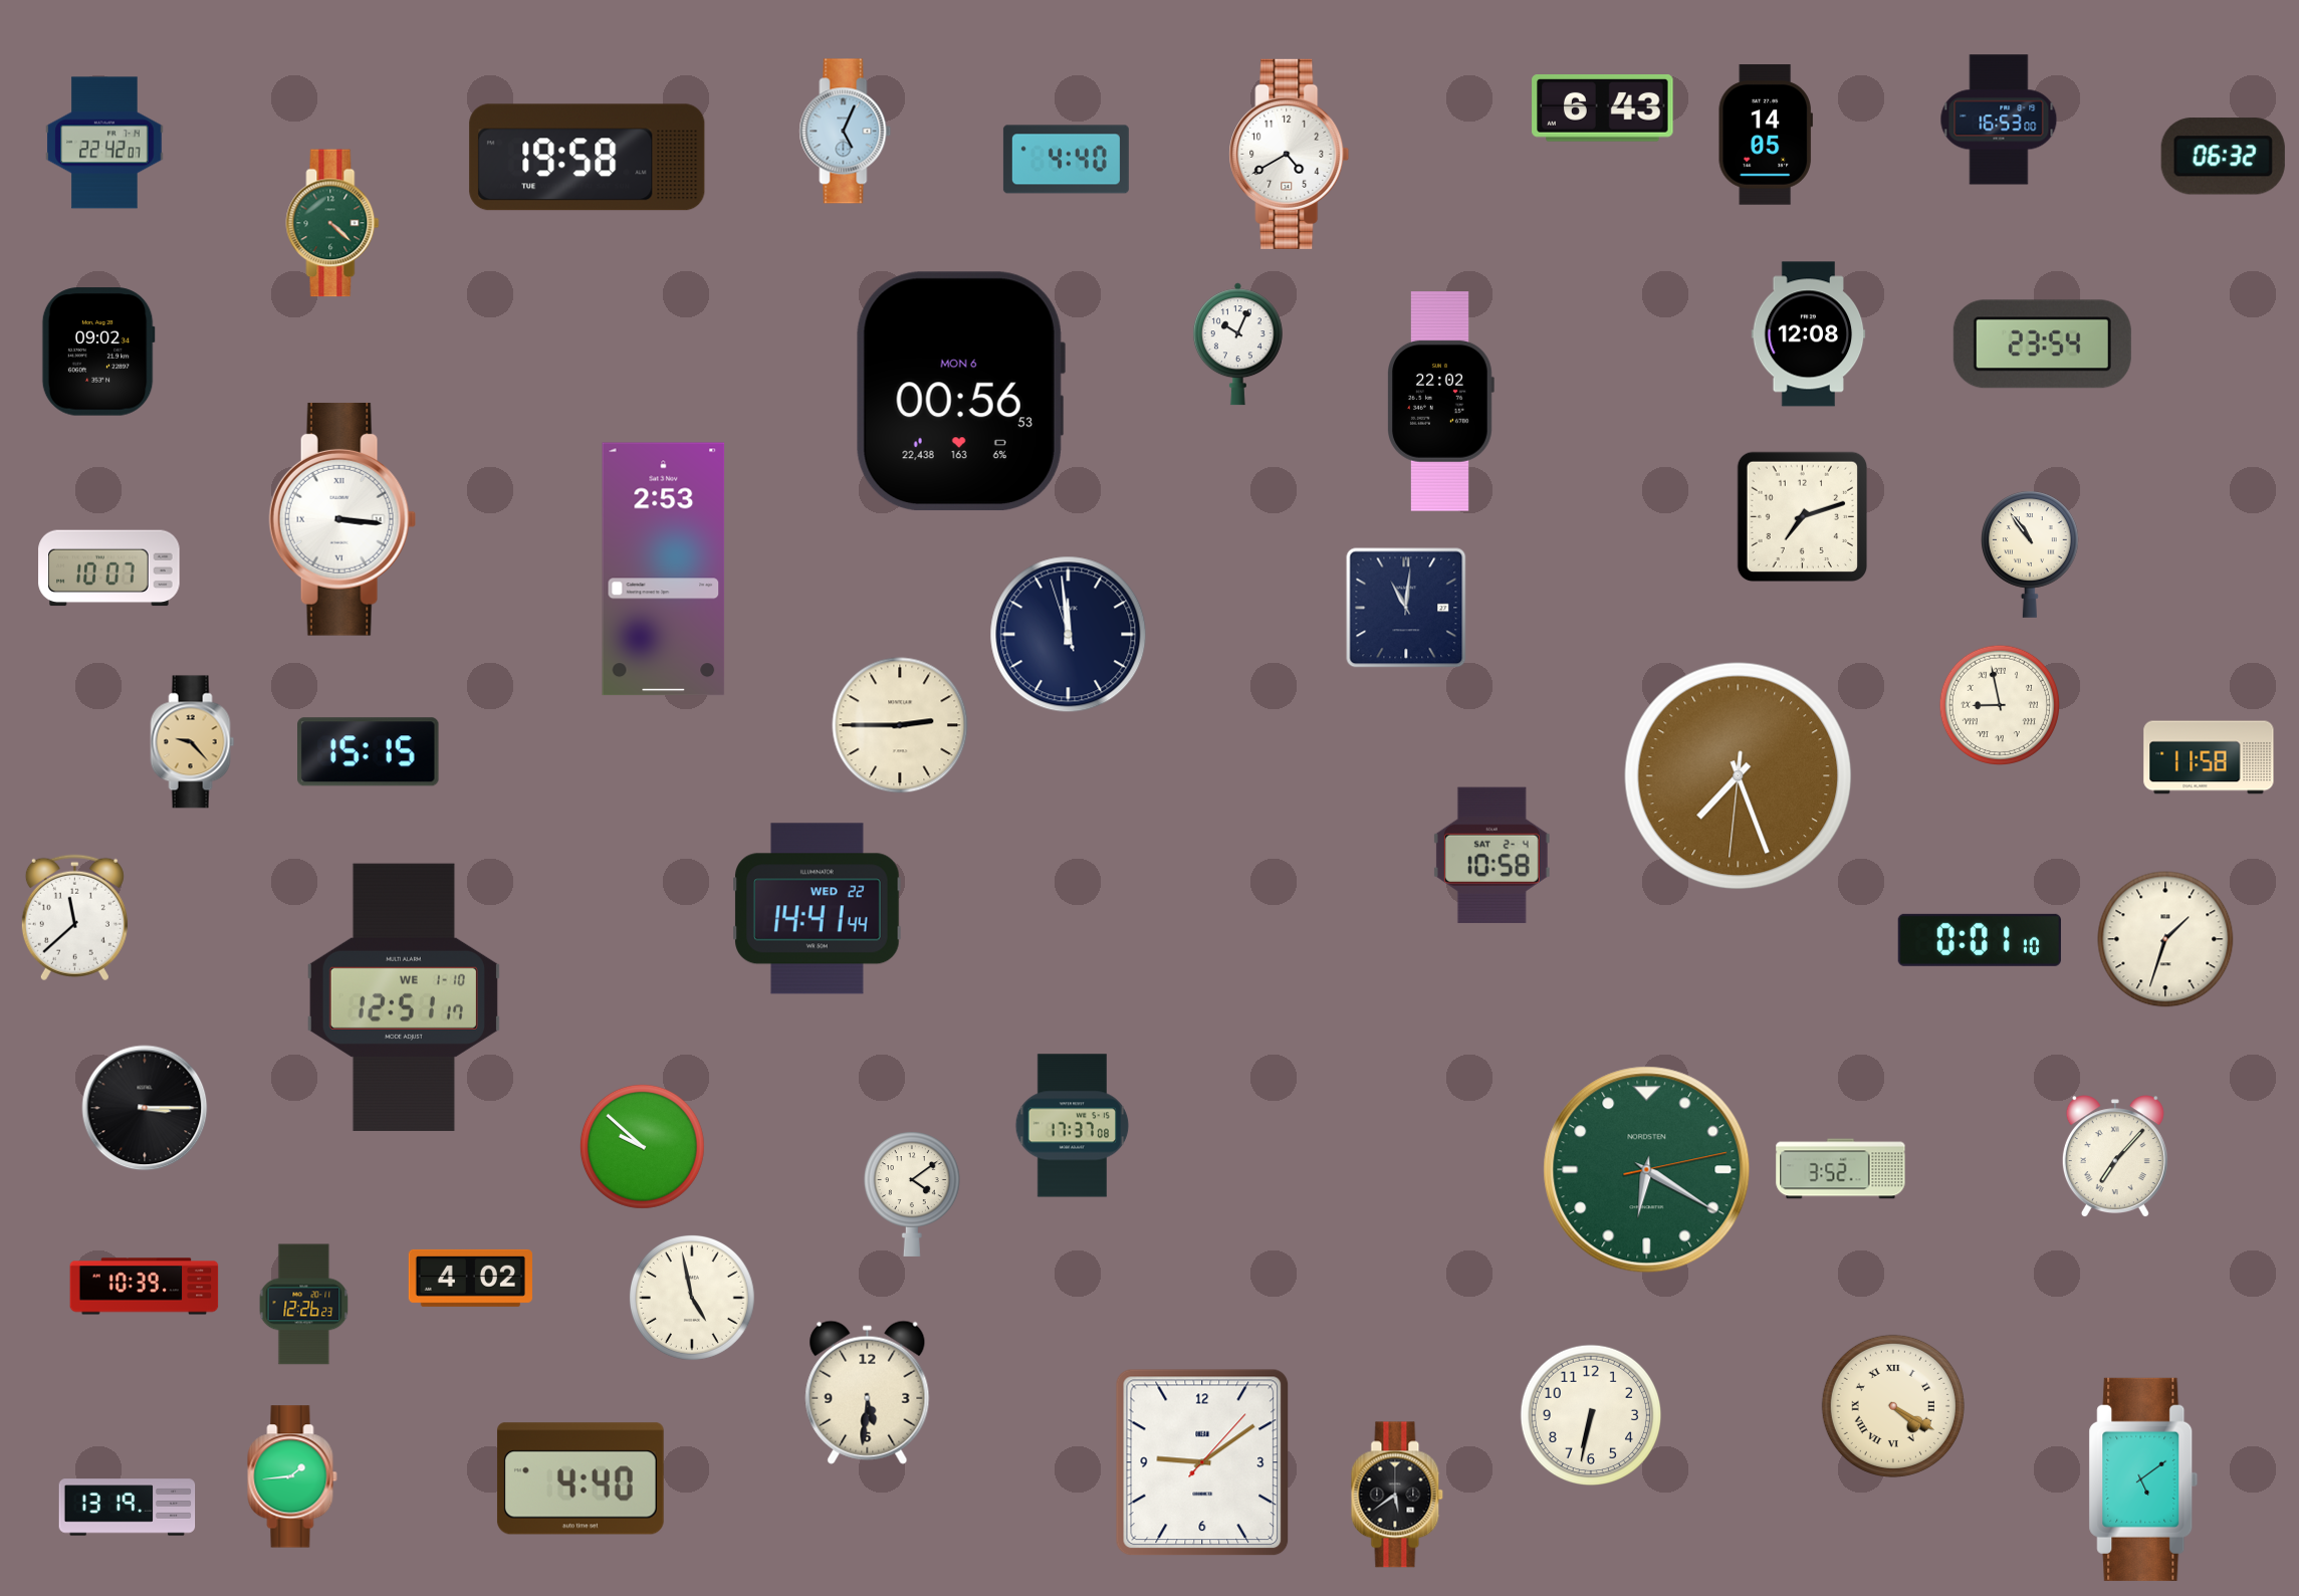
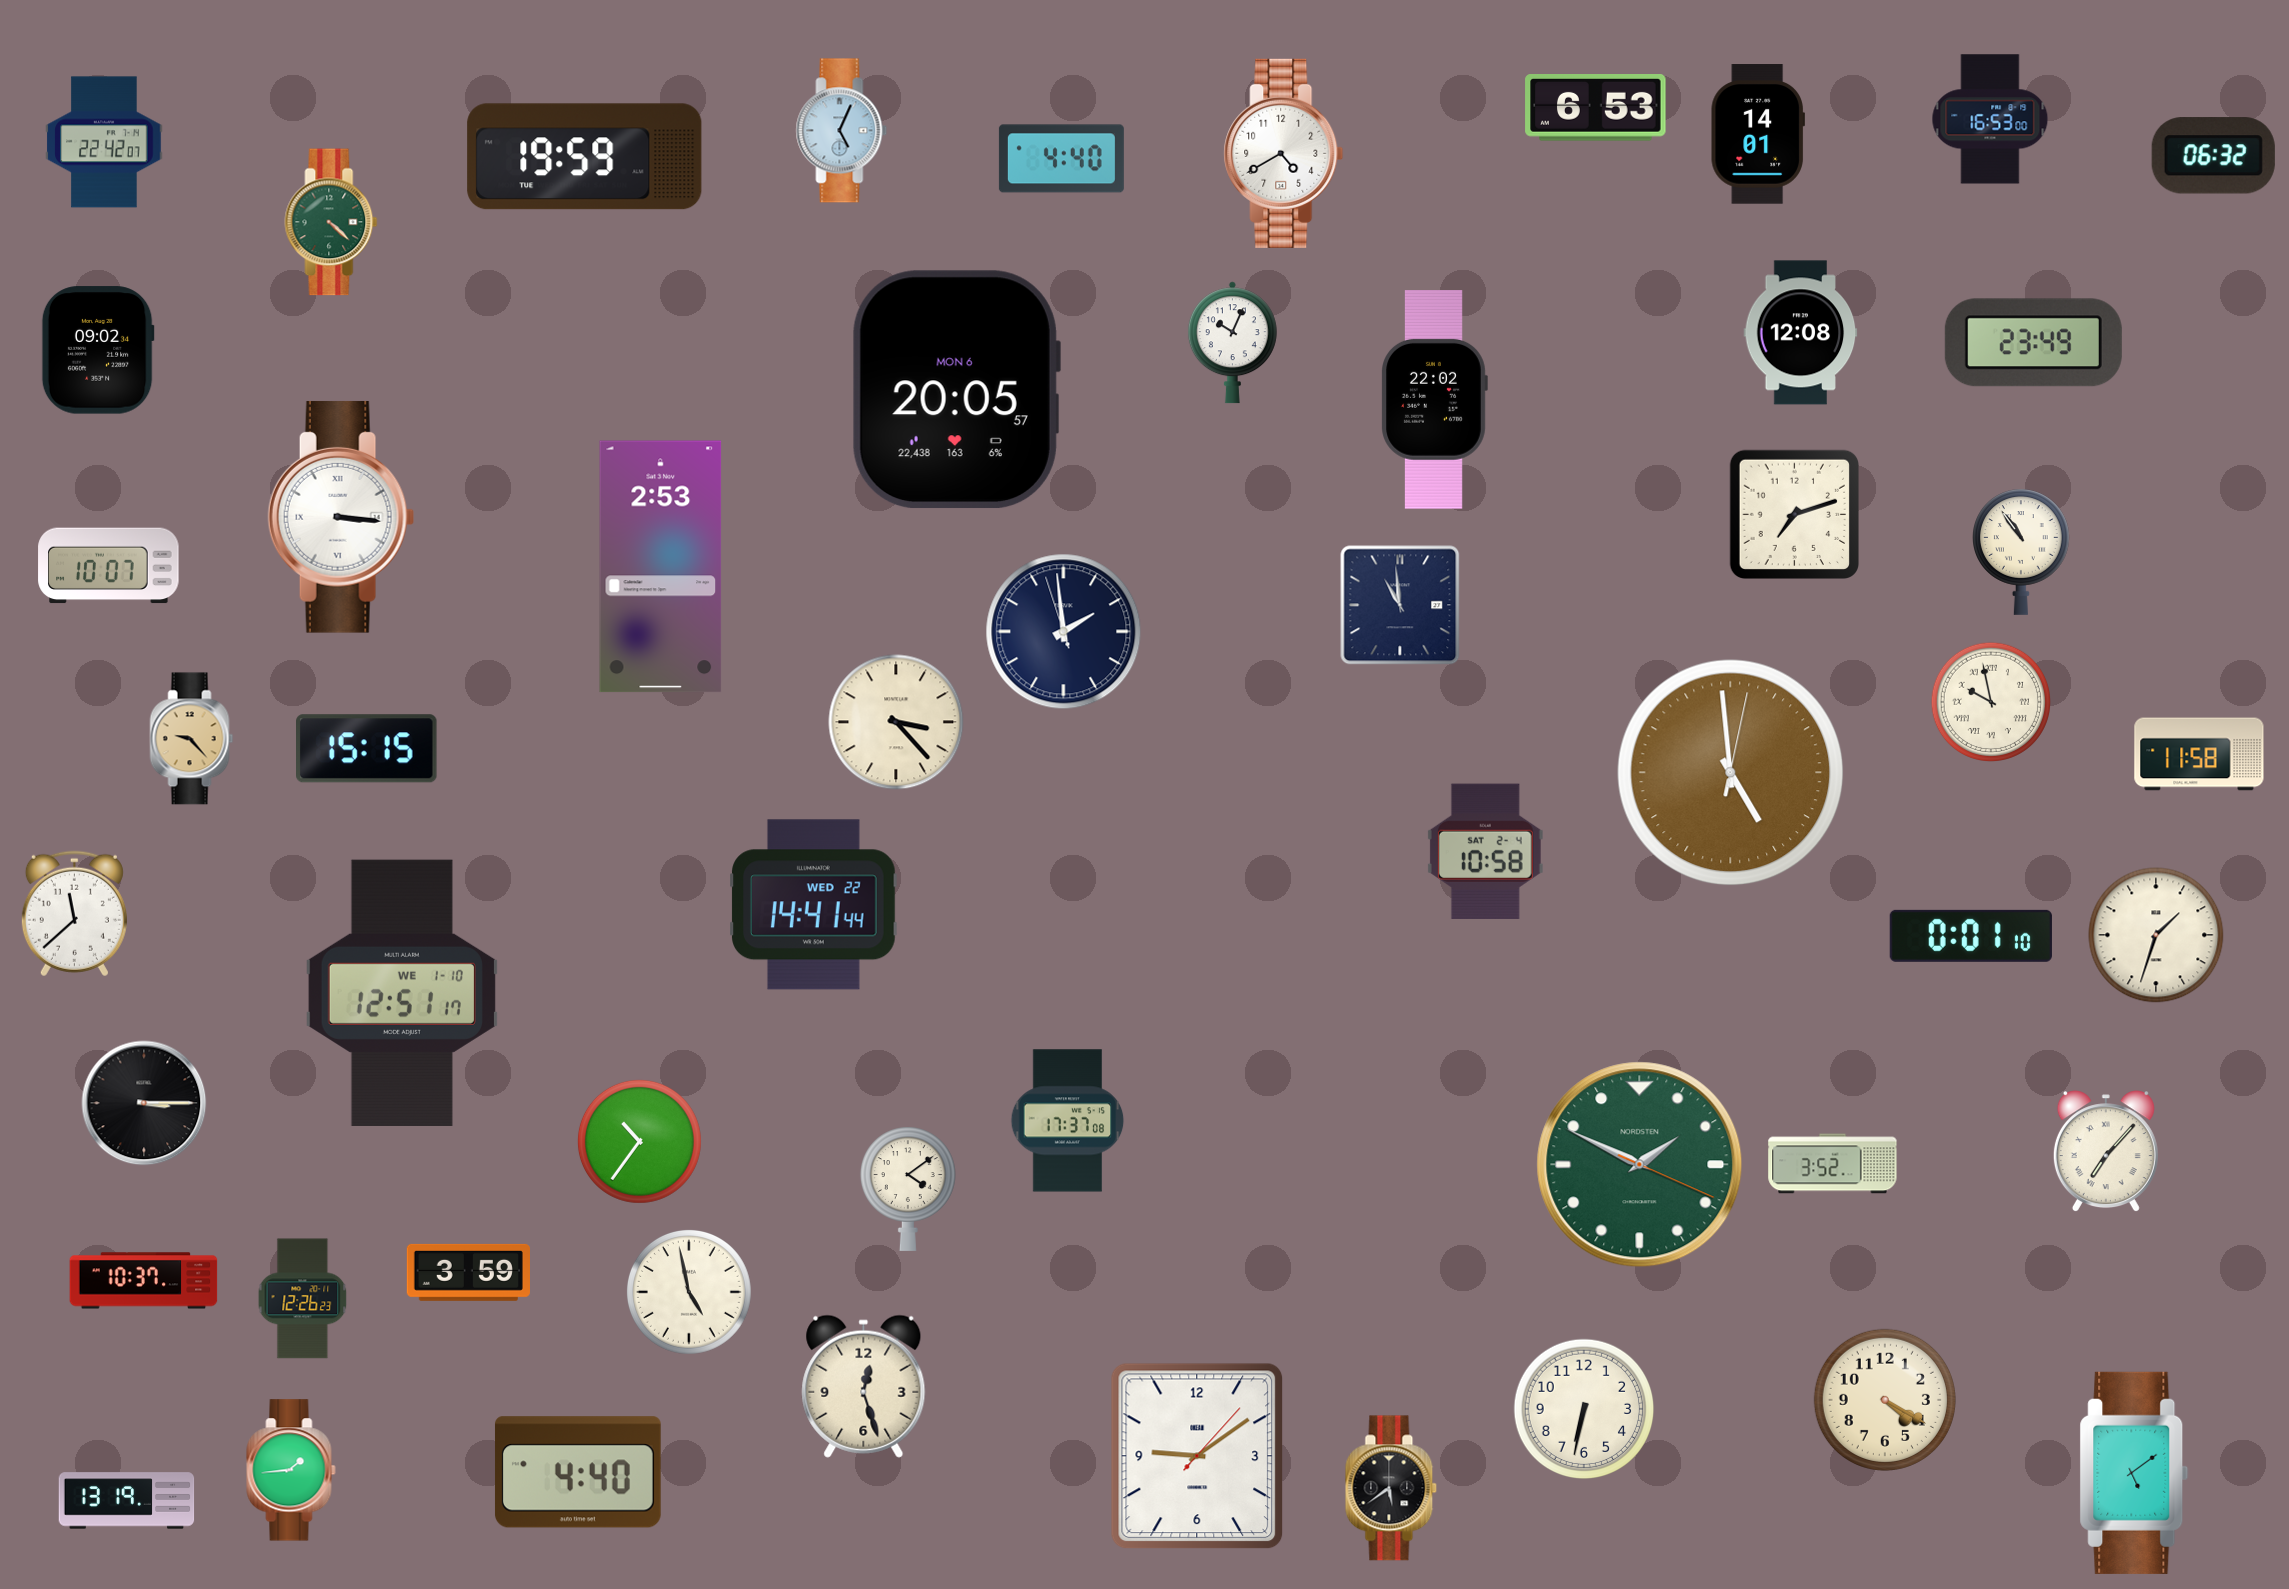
clock at (1603, 108): 6:43 -> 6:53
clock at (1766, 135): 14:05 -> 14:01
clock at (588, 158): 19:58 -> 19:59
clock at (2042, 345): 23:54 -> 23:49
clock at (960, 392): 00:56 -> 20:05
clock at (1406, 608): 11:01 -> 10:59
clock at (1069, 635): 11:58 -> 1:58
clock at (1999, 704): 8:58 -> 9:58
clock at (900, 725): 2:45 -> 3:23
clock at (1739, 776): 7:26 -> 4:59
clock at (642, 1146): 9:52 -> 10:36
clock at (1647, 1170): 6:20 -> 1:49
clock at (470, 1278): 4:02 -> 3:59
clock at (145, 1287): 10:39 -> 10:37
clock at (868, 1392): 5:31 -> 12:27
clock at (1893, 1406) numerals: Roman -> Arabic
